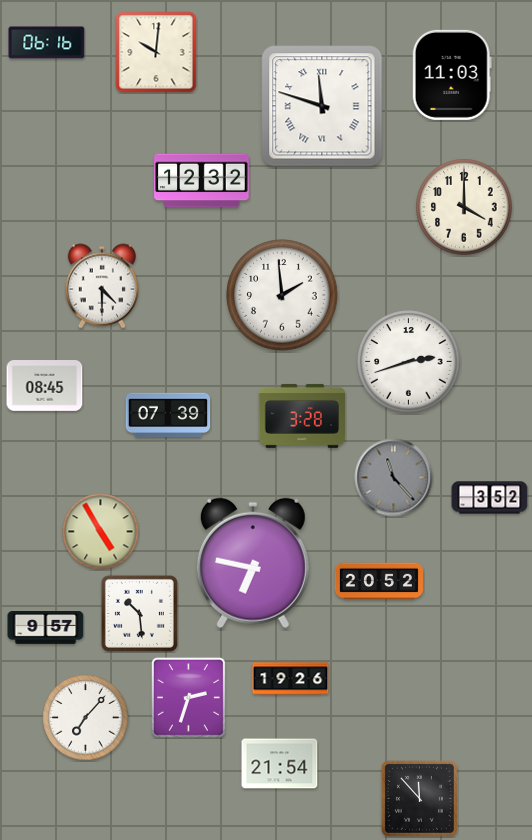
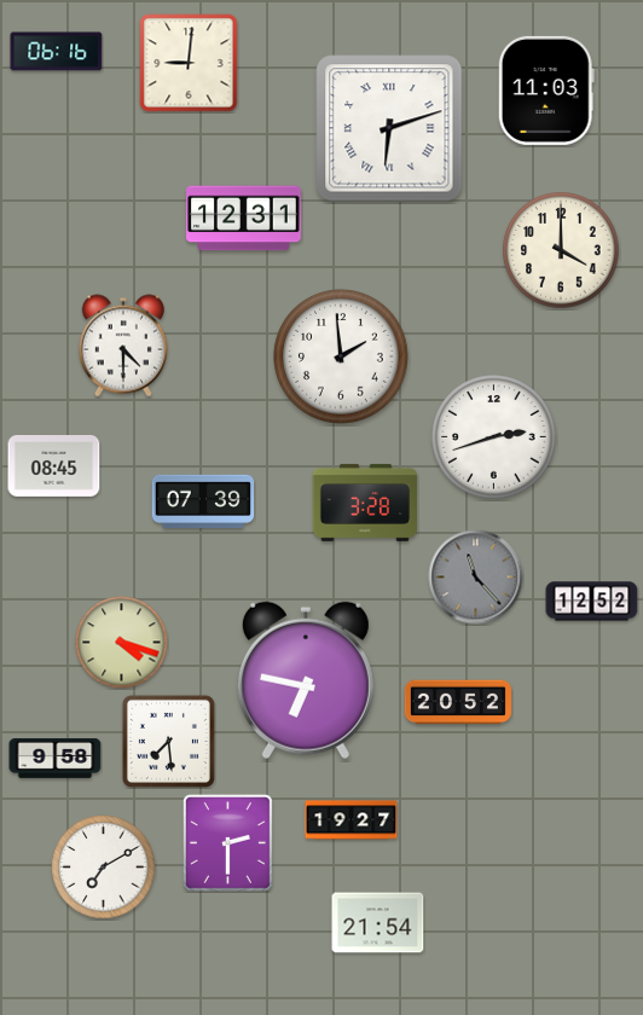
clock at (156, 52): 10:01 -> 9:01
clock at (322, 106): 11:48 -> 6:12
clock at (202, 181): 12:32 -> 12:31
clock at (490, 498): 3:52 -> 12:52
clock at (101, 532): 4:55 -> 4:18
clock at (139, 613): 10:29 -> 7:29
clock at (46, 628): 9:57 -> 9:58
clock at (291, 679): 19:26 -> 19:27
clock at (188, 698): 2:33 -> 2:30
clock at (86, 718): 7:07 -> 7:10
clock at (280, 764) position: (280, 764) -> (378, 923)
clock at (419, 798): 11:53 -> none
